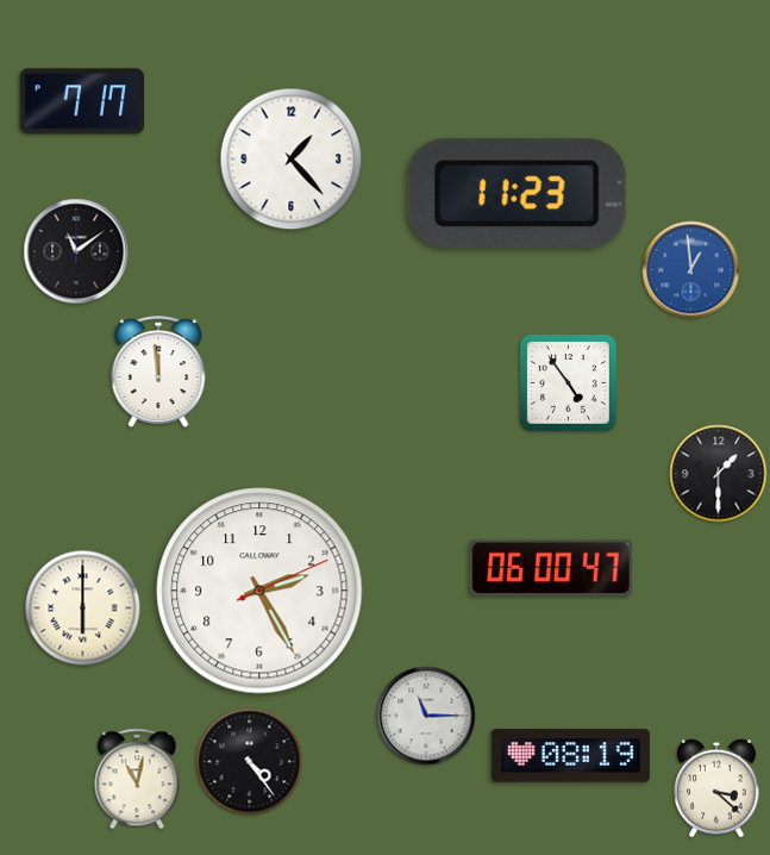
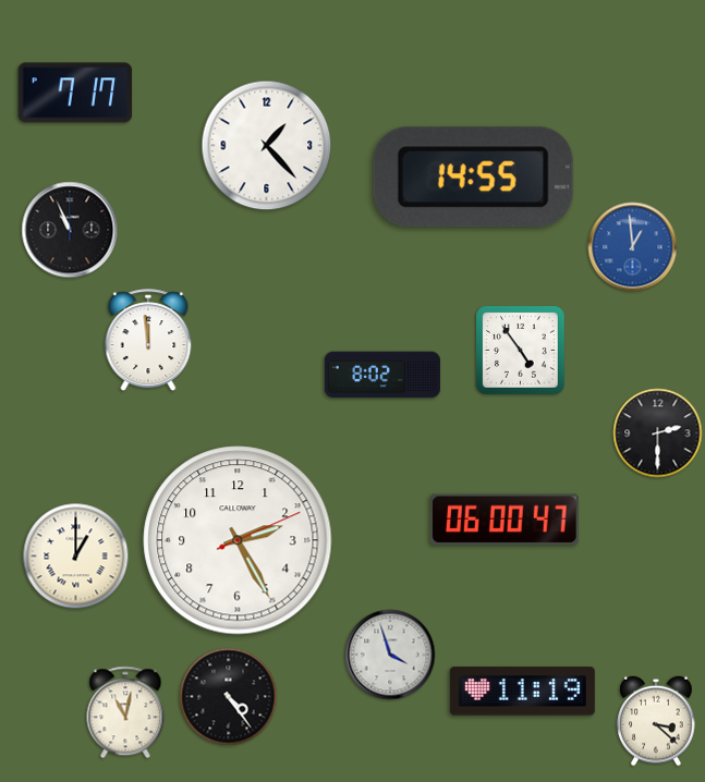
clock at (517, 194): 11:23 -> 14:55
clock at (76, 251): 11:09 -> 10:56
clock at (158, 372) position: (158, 372) -> (148, 340)
clock at (381, 375): none -> 8:02
clock at (719, 474): 1:30 -> 2:30
clock at (83, 609): 6:00 -> 1:00
clock at (426, 716): 11:15 -> 3:57
clock at (570, 756): 08:19 -> 11:19
